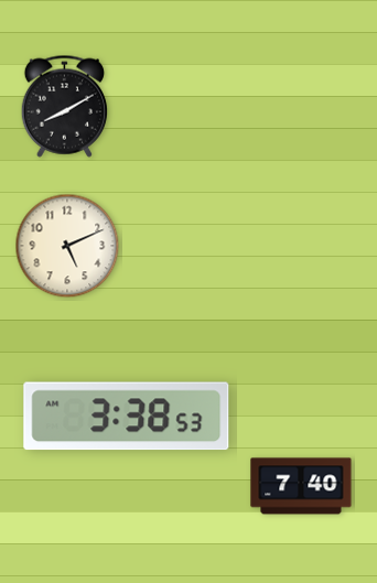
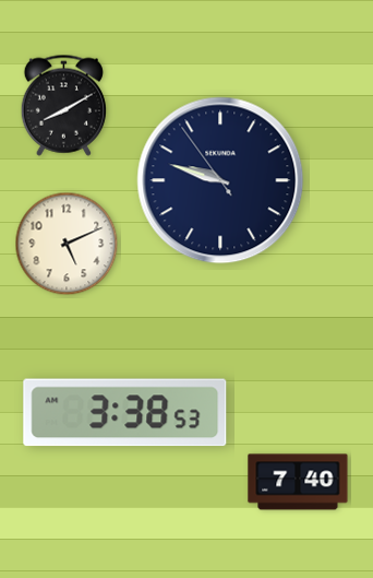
clock at (220, 180): none -> 9:47
